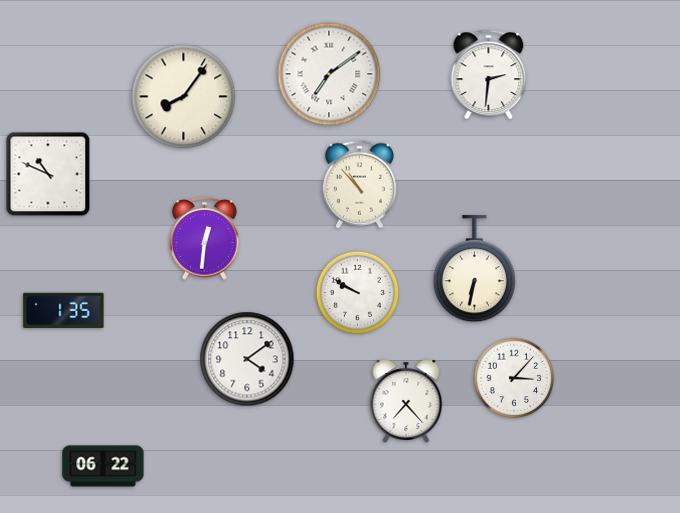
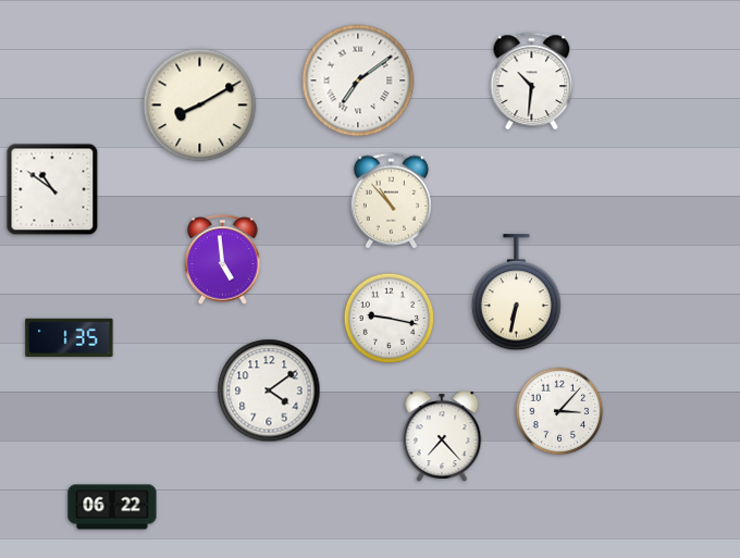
clock at (489, 74): 2:31 -> 10:31
clock at (184, 97): 8:06 -> 8:10
clock at (48, 174): 10:49 -> 10:51
clock at (205, 239): 12:31 -> 4:59
clock at (358, 293): 9:50 -> 9:17
